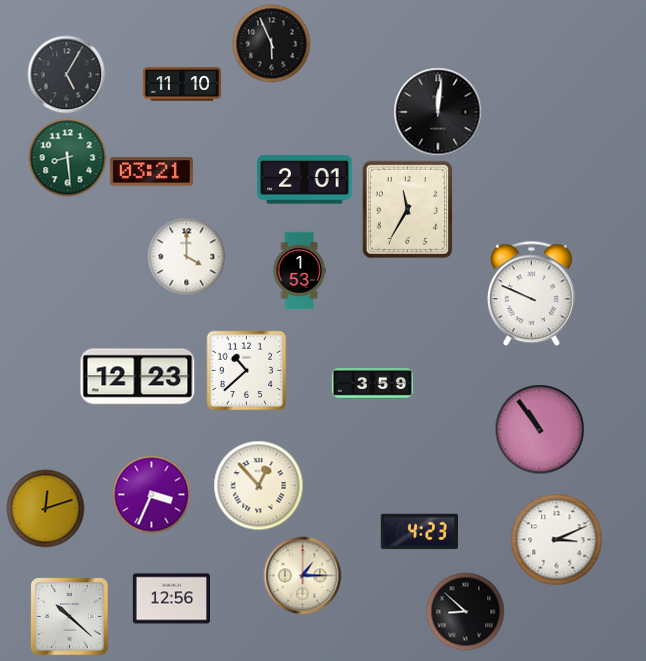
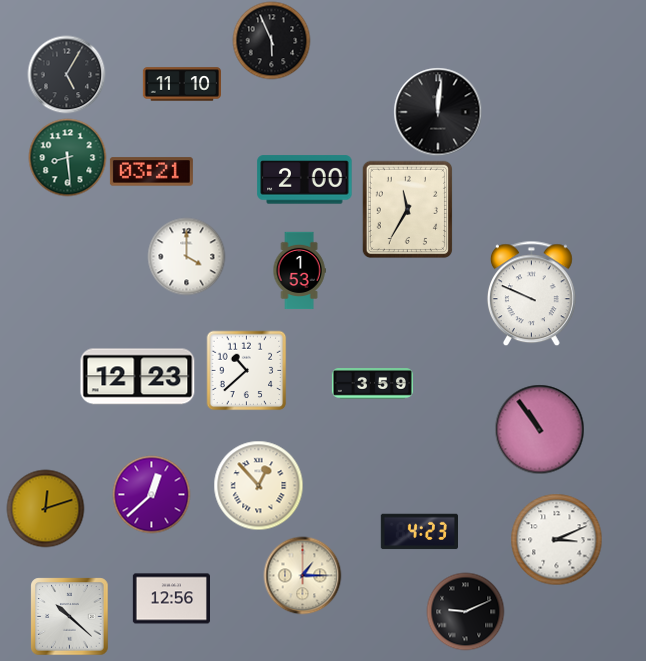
clock at (271, 43) position: (271, 43) -> (271, 40)
clock at (305, 180): 2:01 -> 2:00
clock at (151, 494): 3:34 -> 12:38
clock at (465, 611): 8:52 -> 9:11
